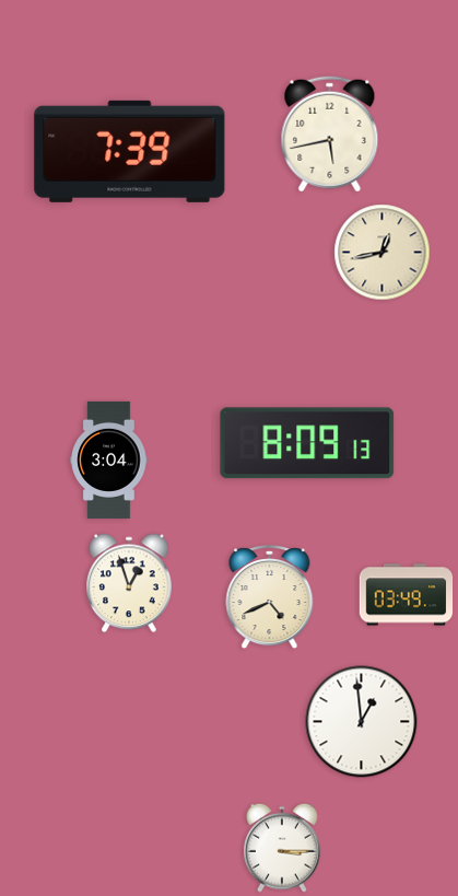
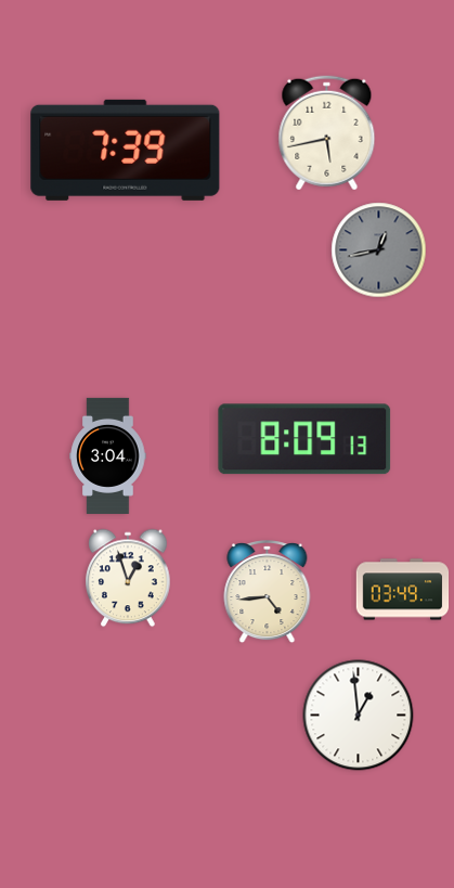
clock at (130, 151) position: (130, 151) -> (126, 150)
clock at (383, 253) dial: cream -> grey
clock at (270, 598): 4:41 -> 4:44
clock at (283, 848): 3:15 -> none
